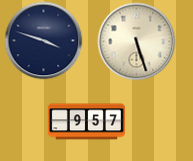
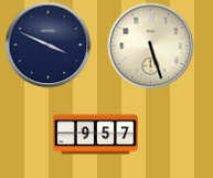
clock at (43, 40): 3:48 -> 3:49
